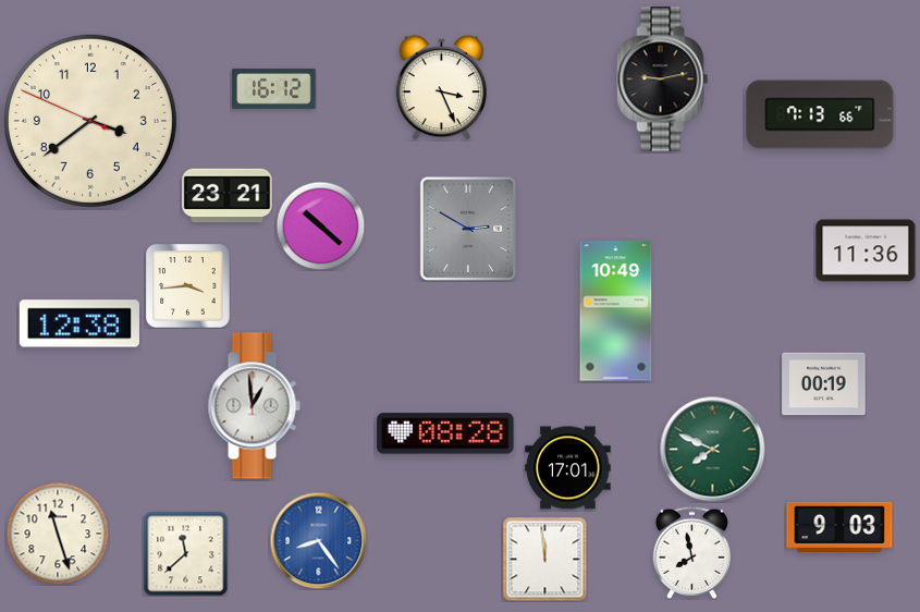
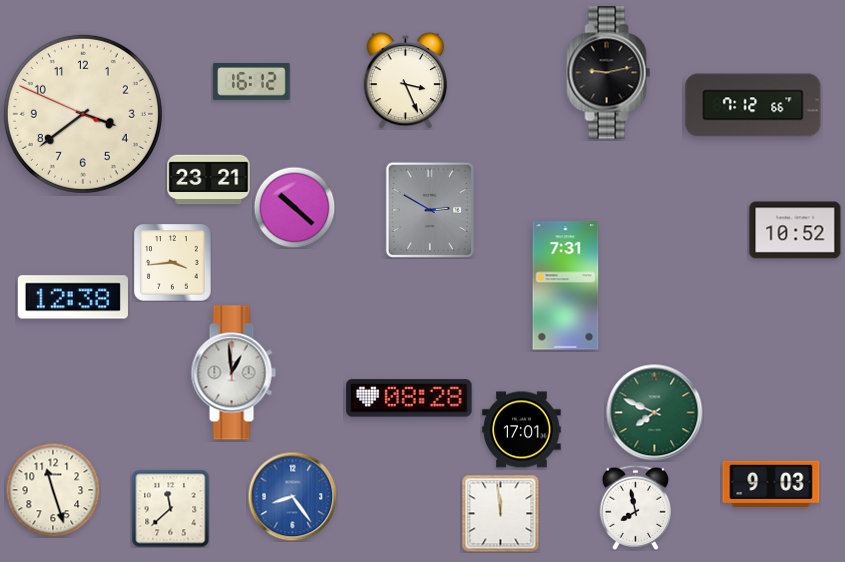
clock at (820, 114): 7:13 -> 7:12
clock at (90, 121) position: (90, 121) -> (83, 114)
clock at (866, 250): 11:36 -> 10:52
clock at (616, 311): 10:49 -> 7:31
clock at (824, 384): 00:19 -> none
